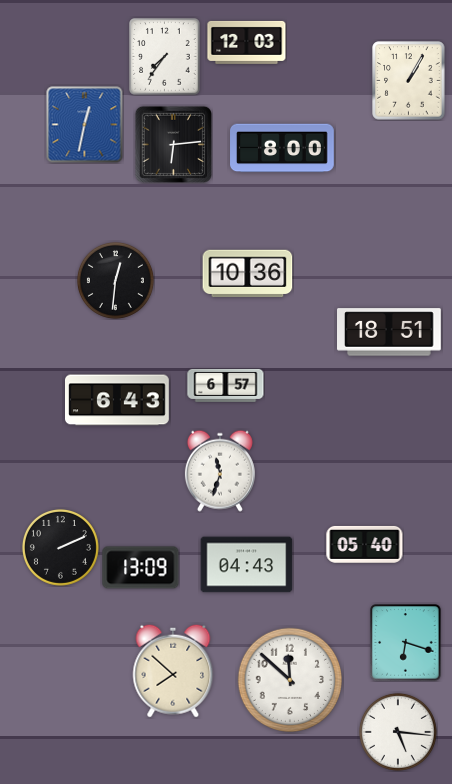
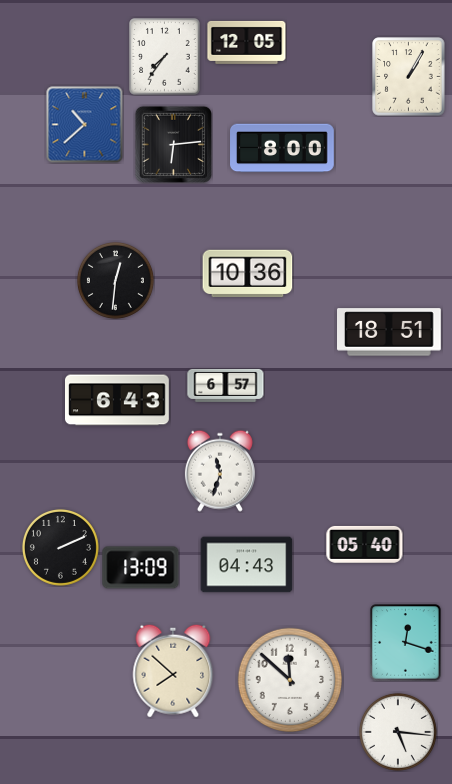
clock at (247, 42): 12:03 -> 12:05
clock at (409, 81) position: (409, 81) -> (409, 77)
clock at (85, 125): 12:32 -> 10:38
clock at (406, 643): 6:18 -> 12:18
